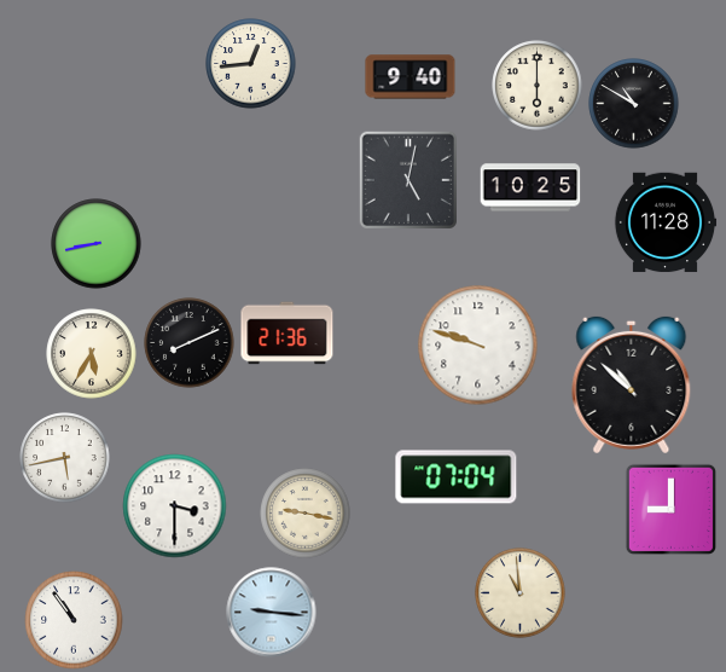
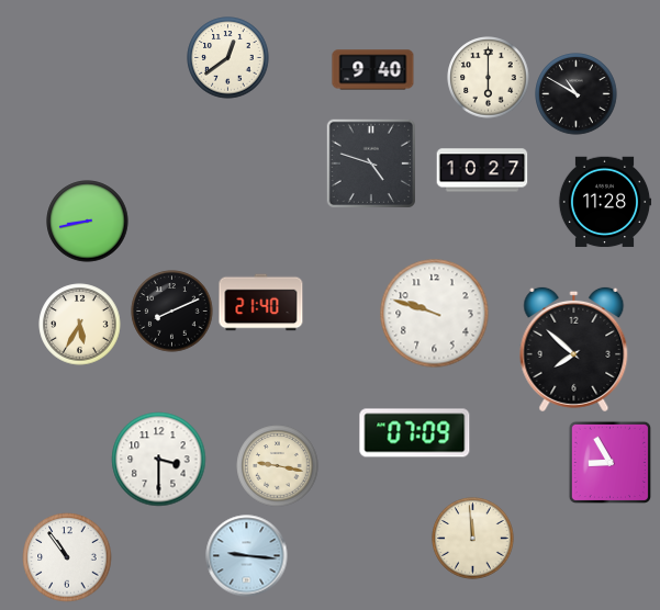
clock at (251, 64): 12:44 -> 12:39
clock at (407, 179): 5:02 -> 4:48
clock at (530, 187): 10:25 -> 10:27
clock at (288, 334): 21:36 -> 21:40
clock at (92, 354) position: (92, 354) -> (80, 325)
clock at (632, 384): 10:52 -> 7:52
clock at (65, 458): 5:43 -> none
clock at (457, 477): 07:04 -> 07:09
clock at (670, 509): 9:00 -> 8:55
clock at (521, 593): 10:59 -> 11:59
clock at (74, 620) position: (74, 620) -> (67, 557)
